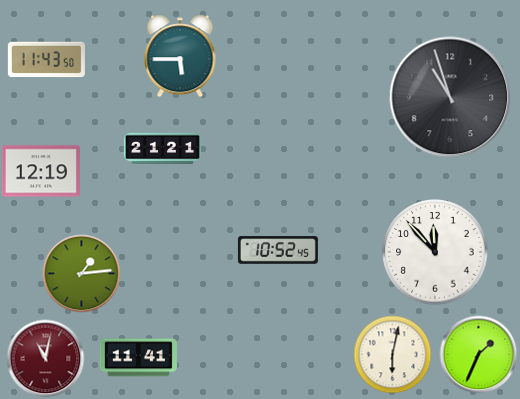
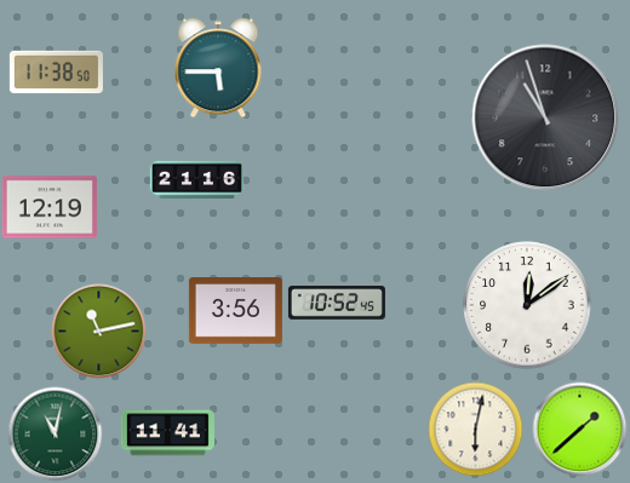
clock at (46, 60): 11:43 -> 11:38
clock at (162, 149): 21:21 -> 21:16
clock at (435, 252): 11:53 -> 12:09
clock at (235, 311): none -> 3:56
clock at (81, 273): 1:14 -> 11:13
clock at (478, 354): 1:34 -> 1:38
clock at (45, 358) dial: burgundy -> green
